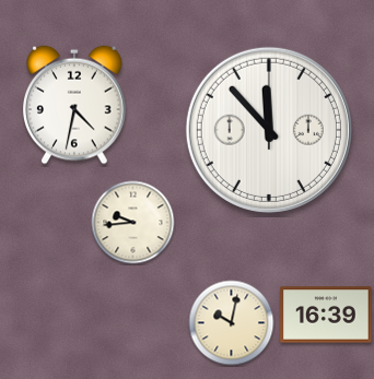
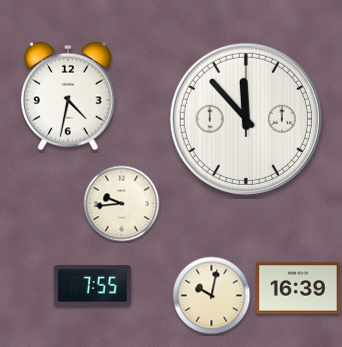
clock at (92, 285): none -> 7:55
